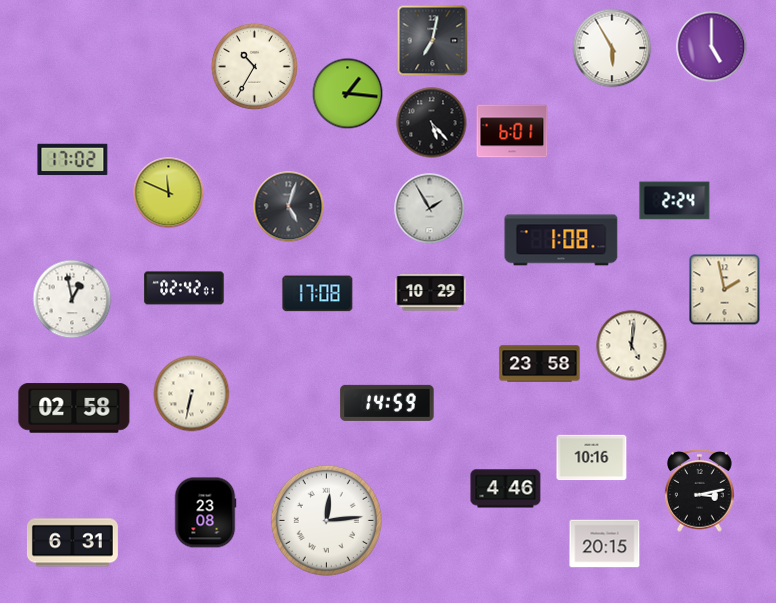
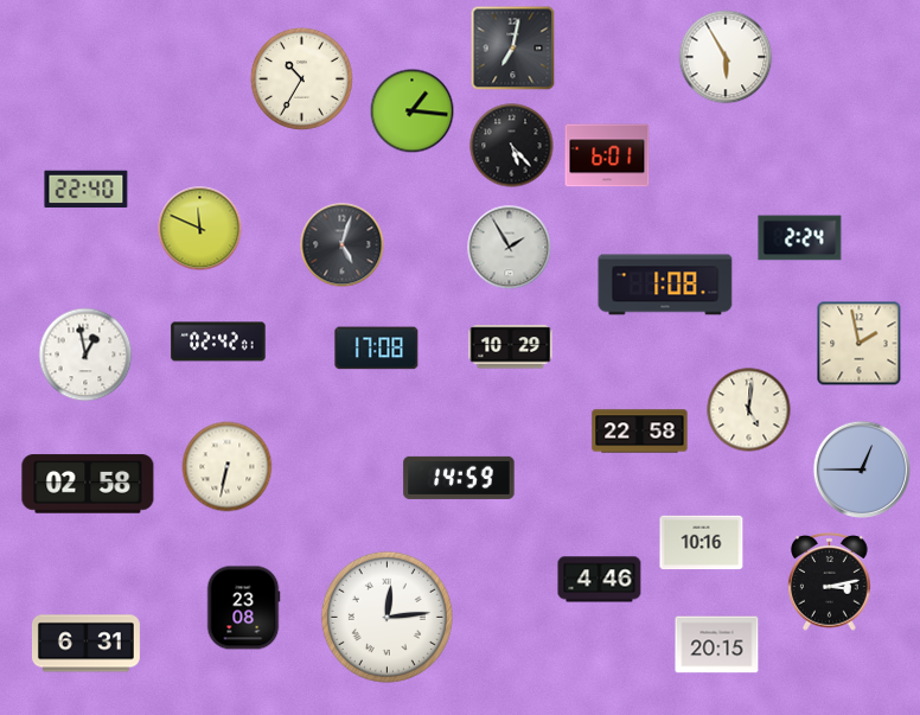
clock at (712, 47): 5:00 -> none
clock at (73, 160): 17:02 -> 22:40
clock at (540, 364): 23:58 -> 22:58
clock at (861, 468): none -> 12:45
